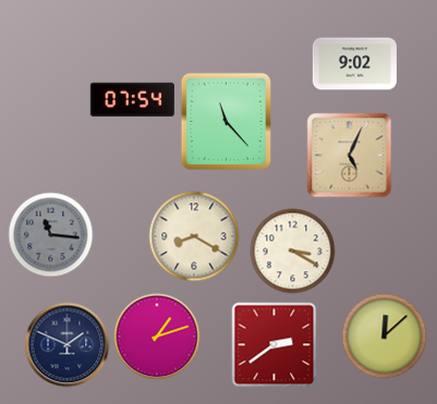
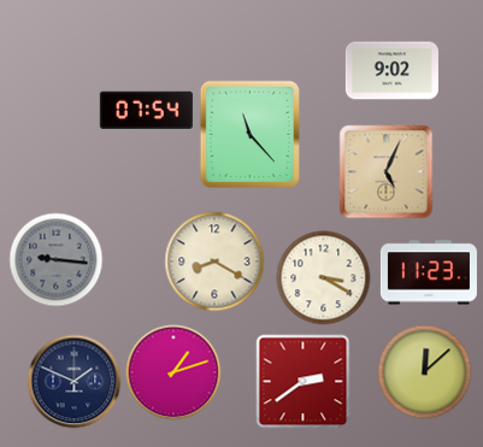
clock at (50, 234): 11:16 -> 9:16
clock at (429, 272): none -> 11:23
